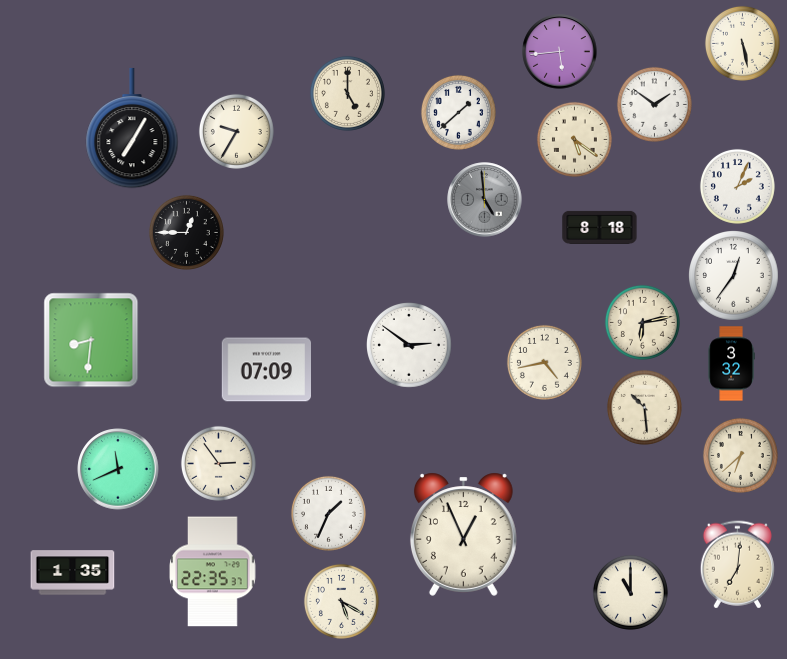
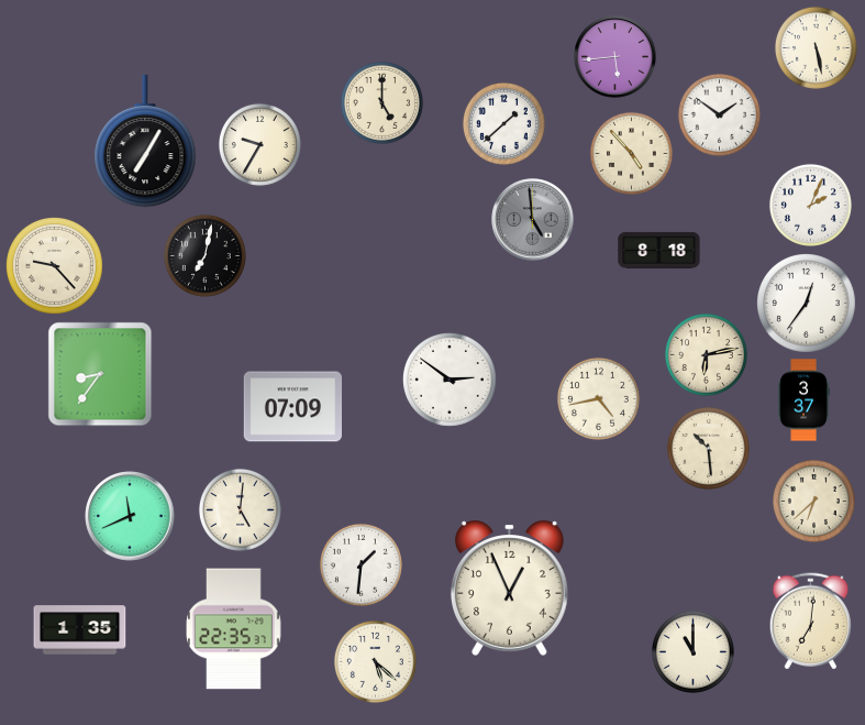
clock at (574, 139): 5:21 -> 4:53
clock at (186, 232): 12:45 -> 7:02
clock at (55, 266): none -> 9:23
clock at (91, 340): 8:31 -> 8:36
clock at (731, 364): 3:32 -> 3:37
clock at (218, 463): 2:54 -> 5:01
clock at (328, 513): 1:34 -> 1:31
clock at (341, 601): 5:20 -> 5:22
